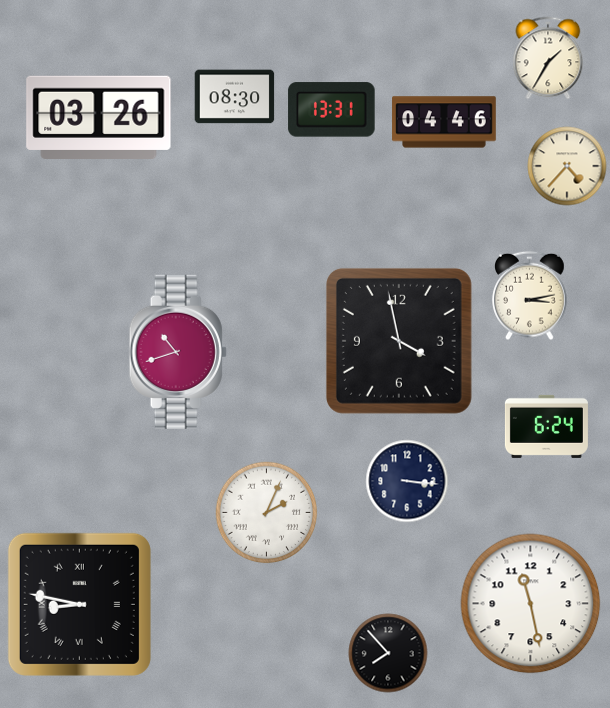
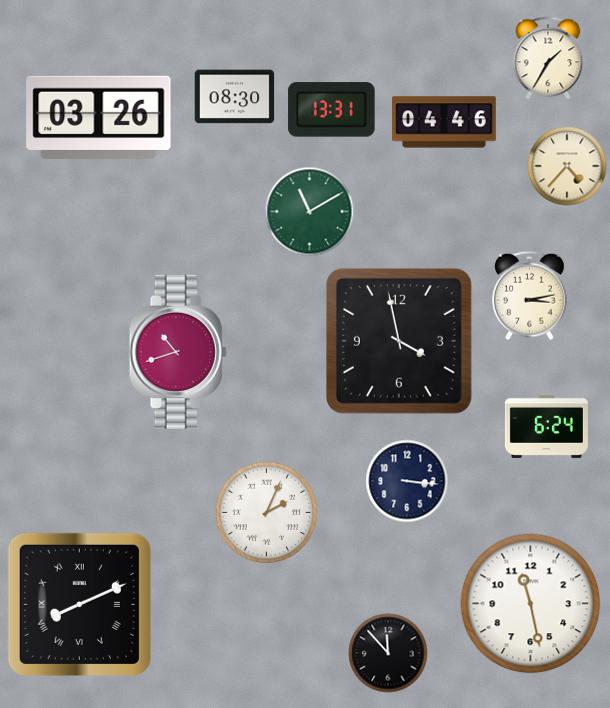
clock at (310, 212): none -> 11:10
clock at (79, 604): 8:47 -> 8:11
clock at (388, 653): 7:53 -> 11:53
